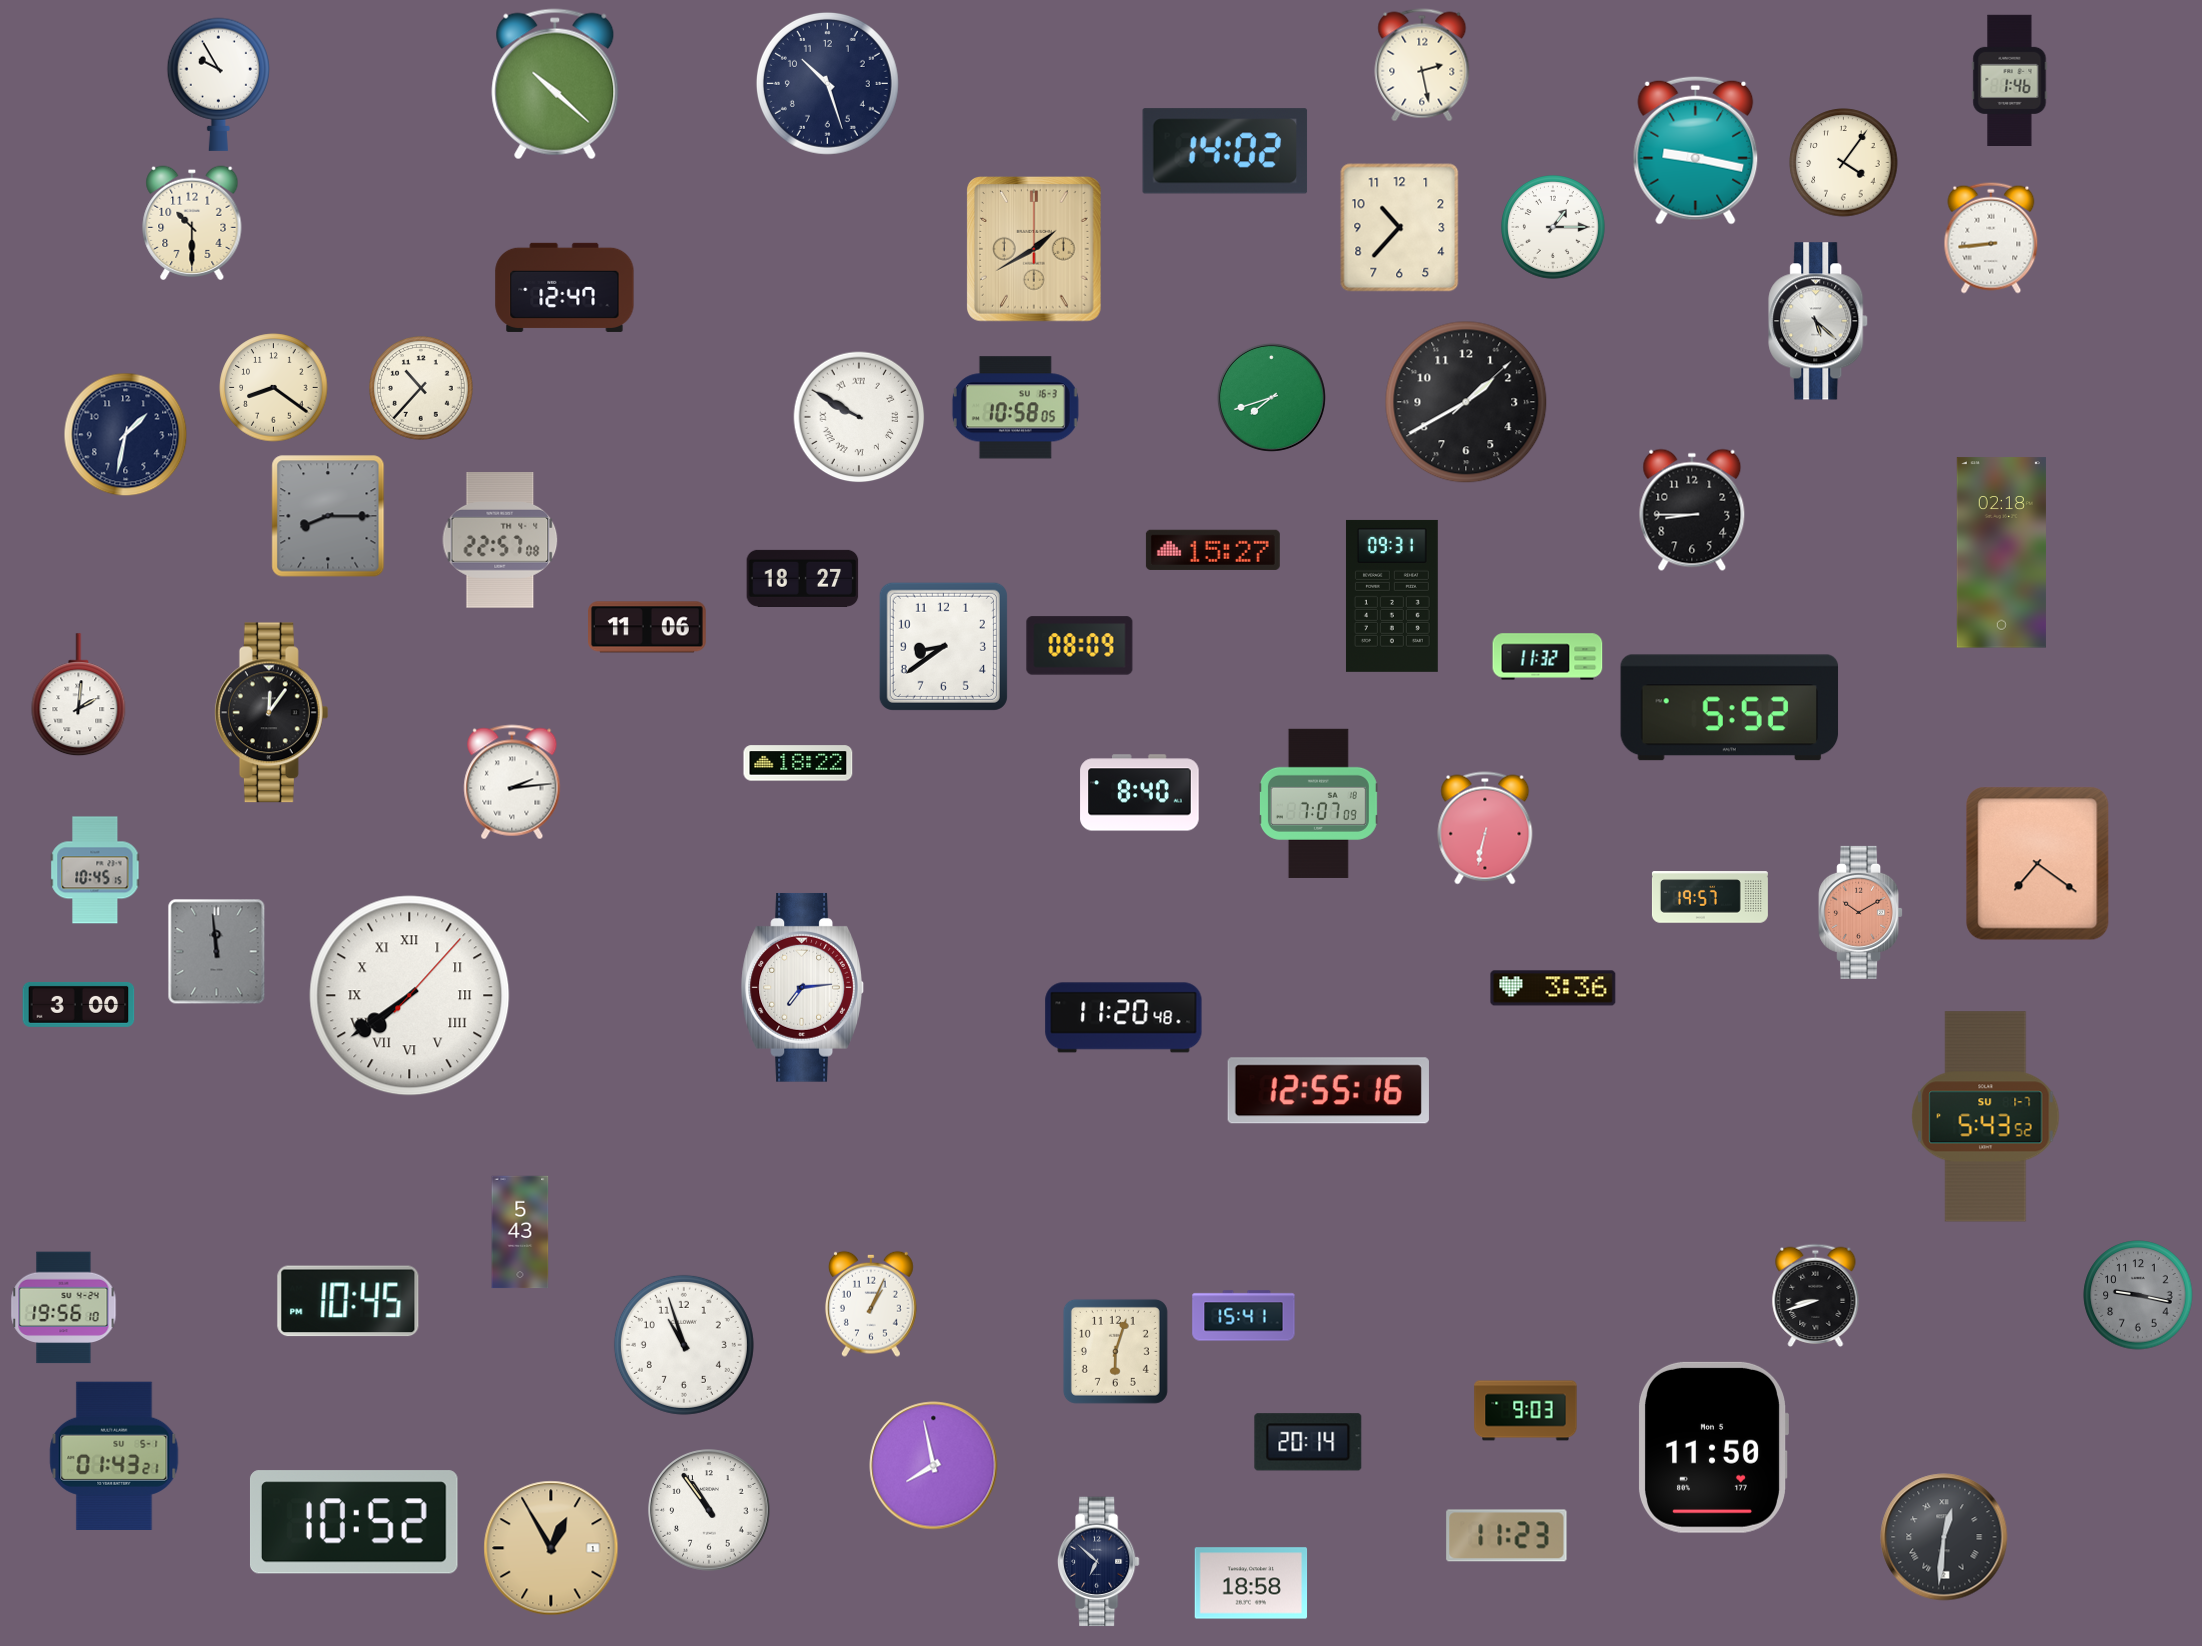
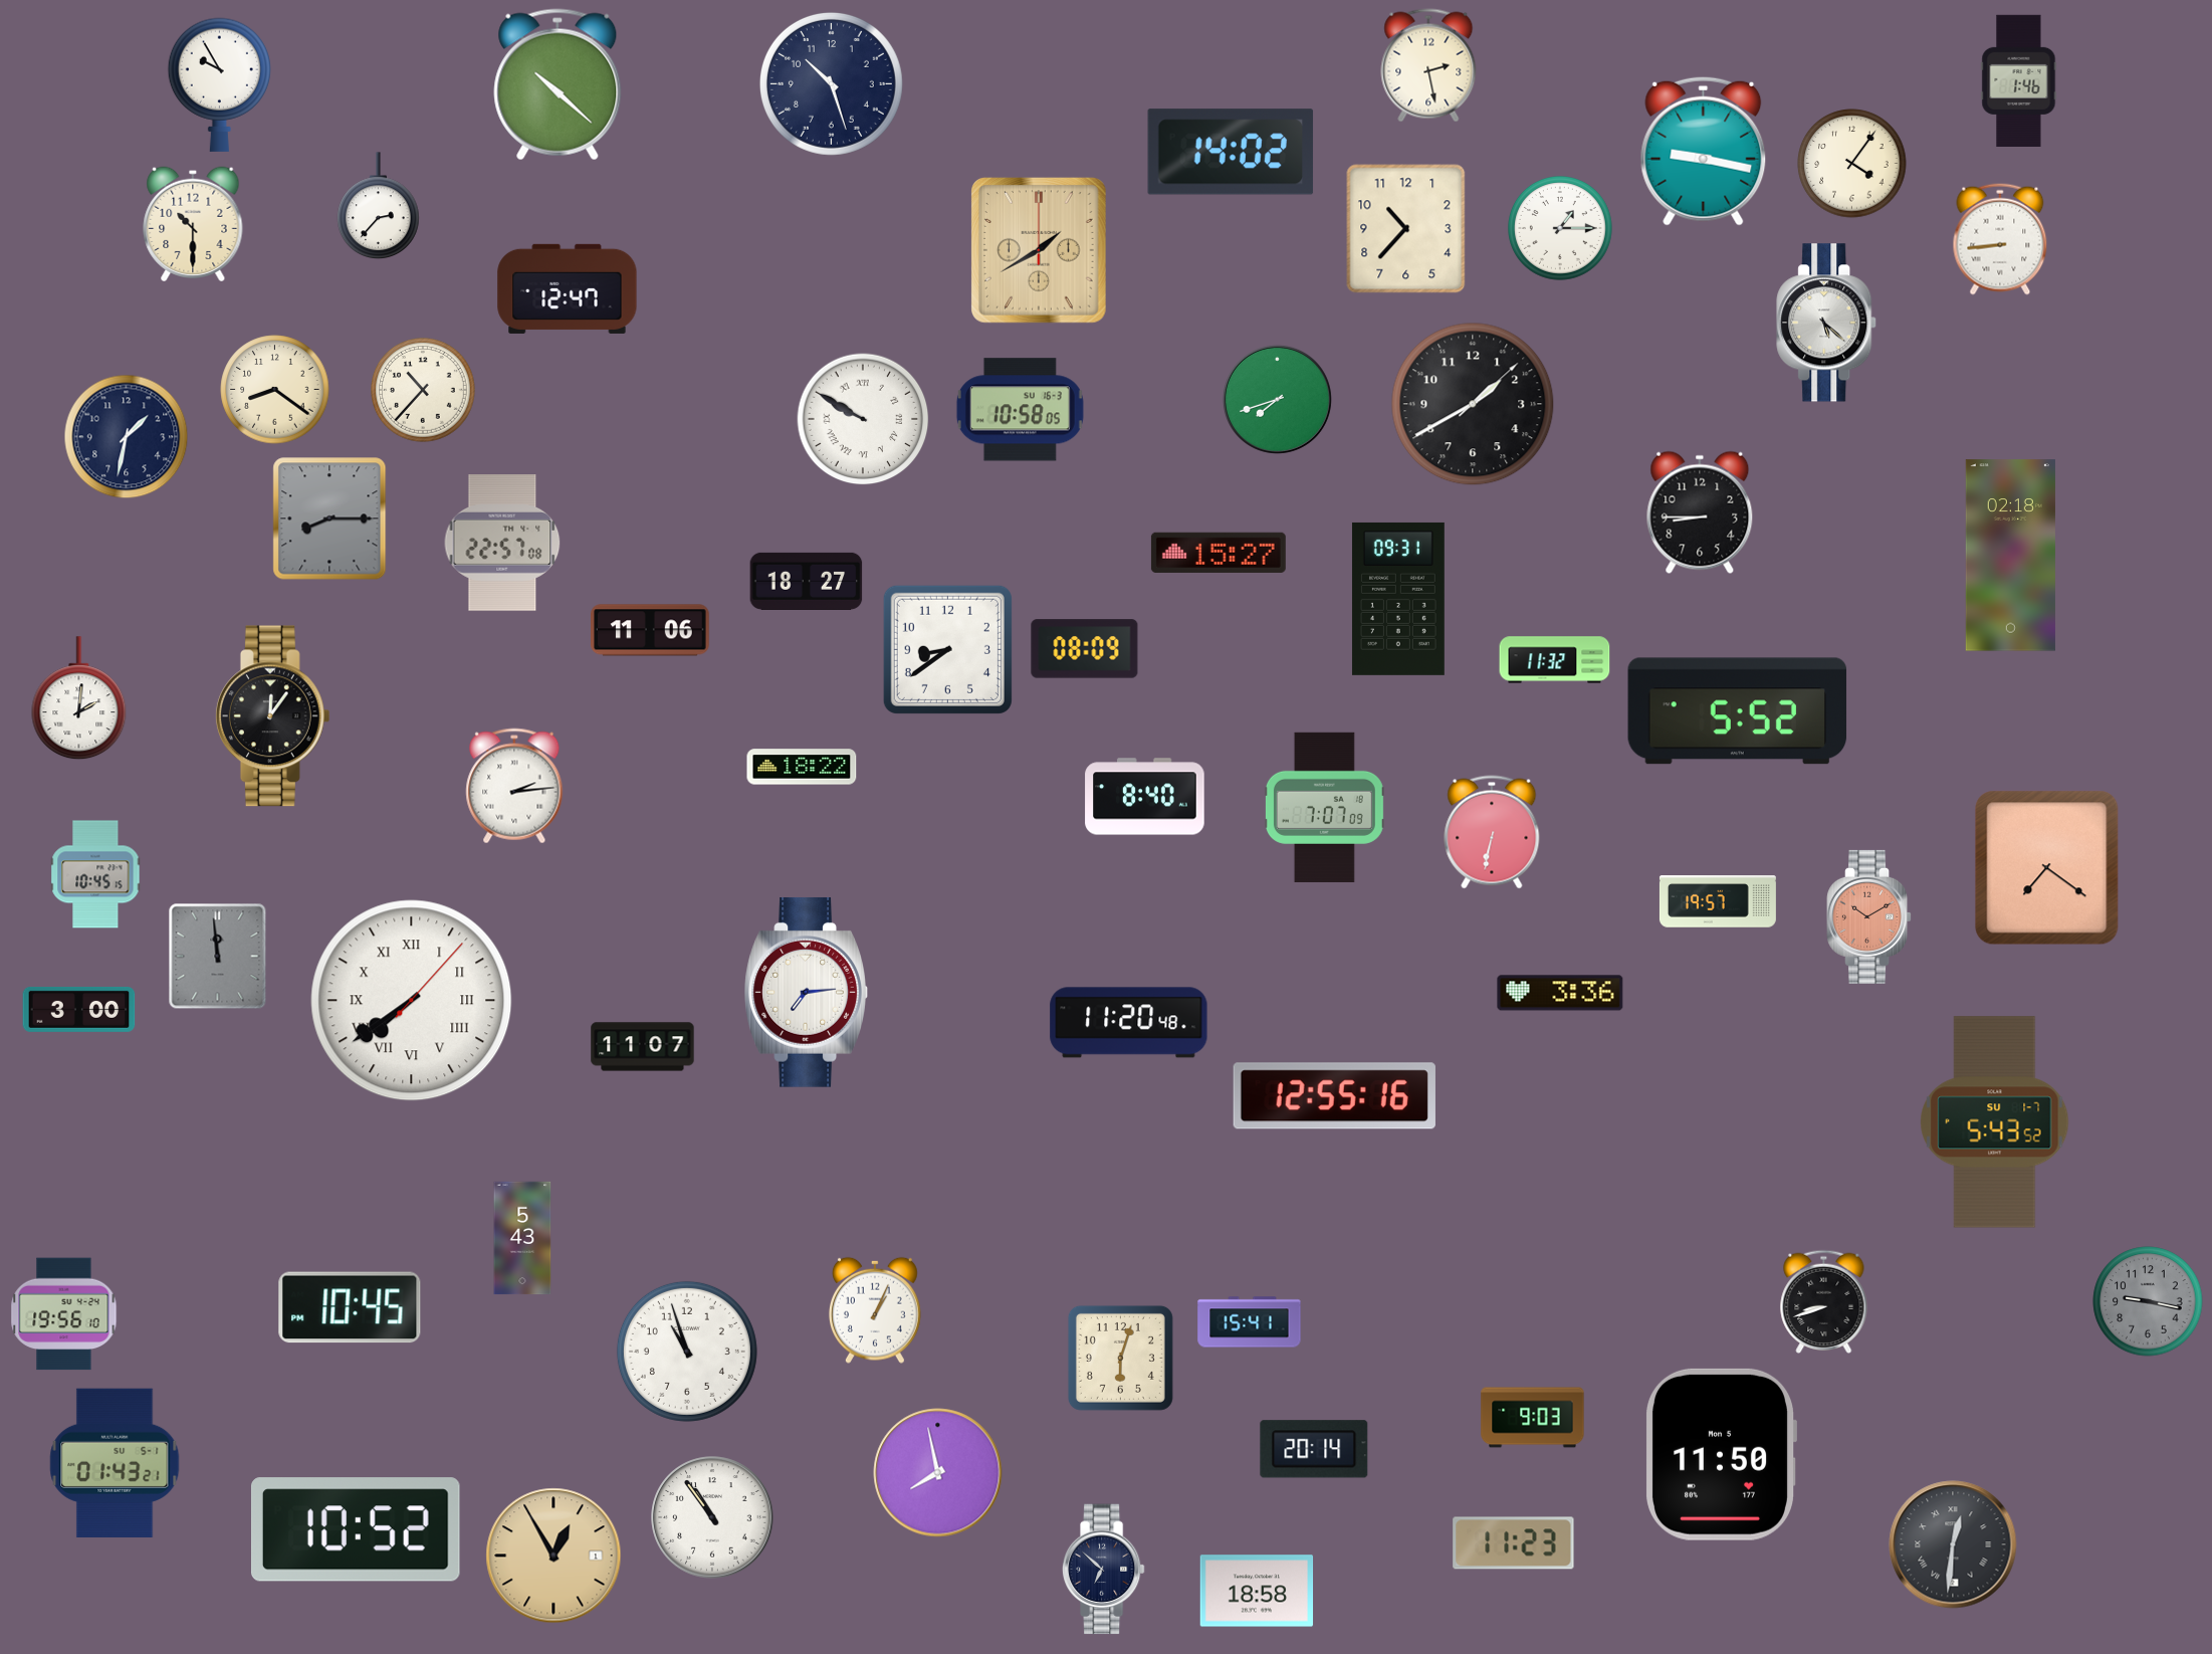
clock at (379, 206): none -> 2:37
clock at (643, 1047): none -> 11:07
